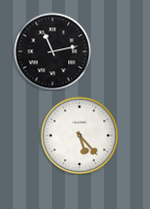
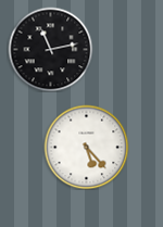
clock at (52, 51) position: (52, 51) -> (50, 49)
